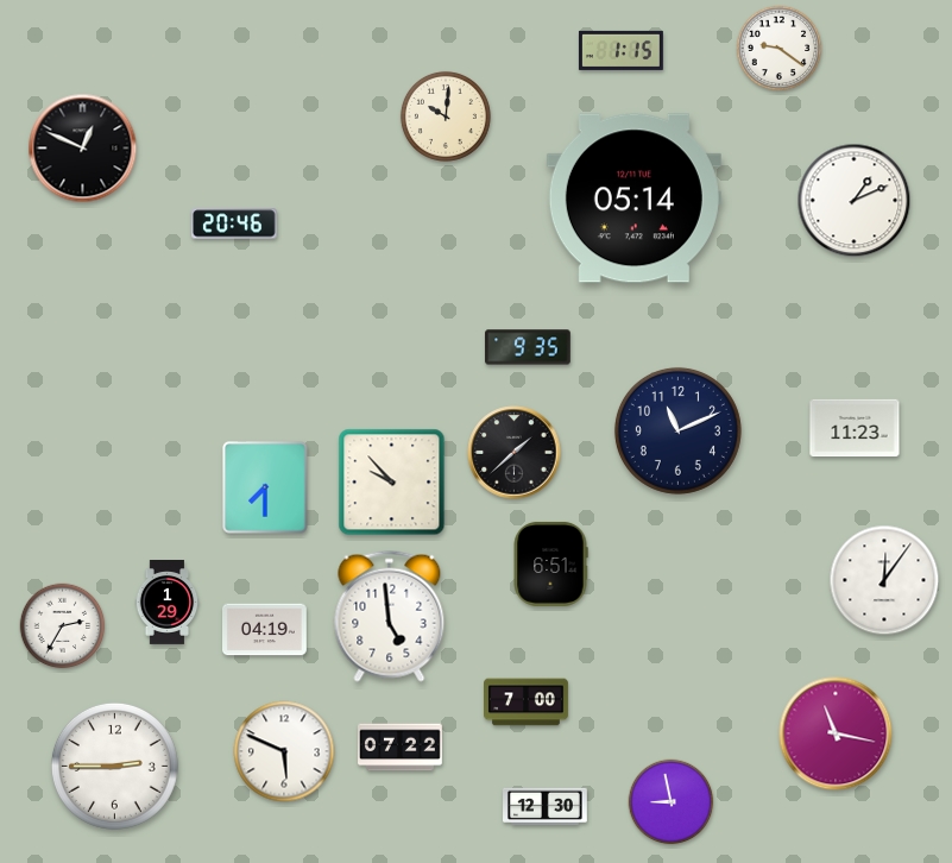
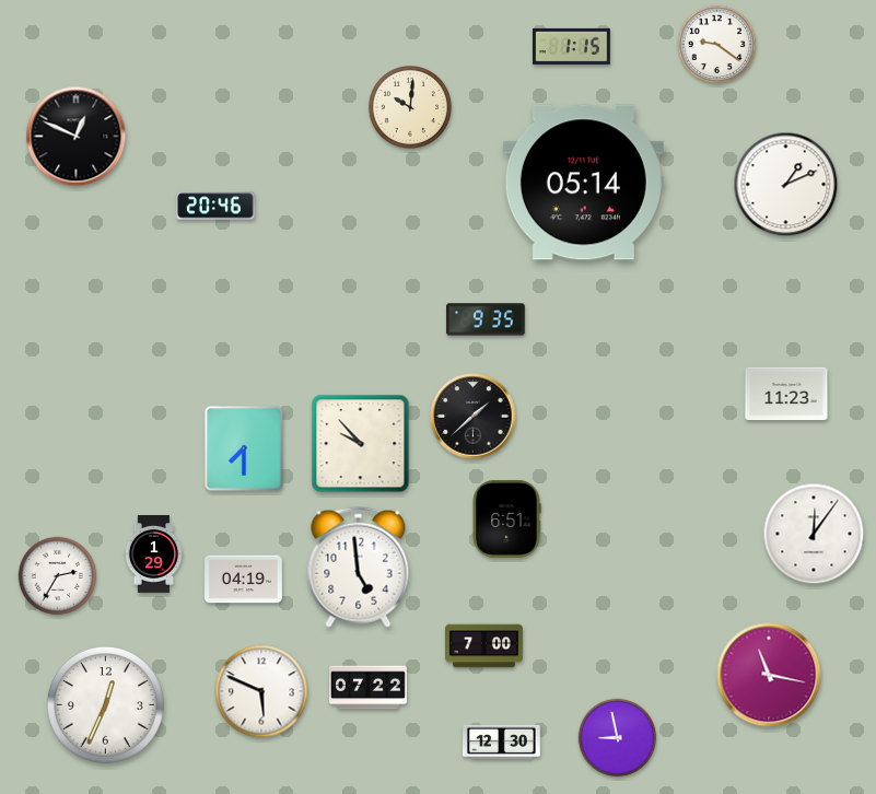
clock at (677, 430): 11:11 -> none
clock at (114, 766): 2:45 -> 12:34
